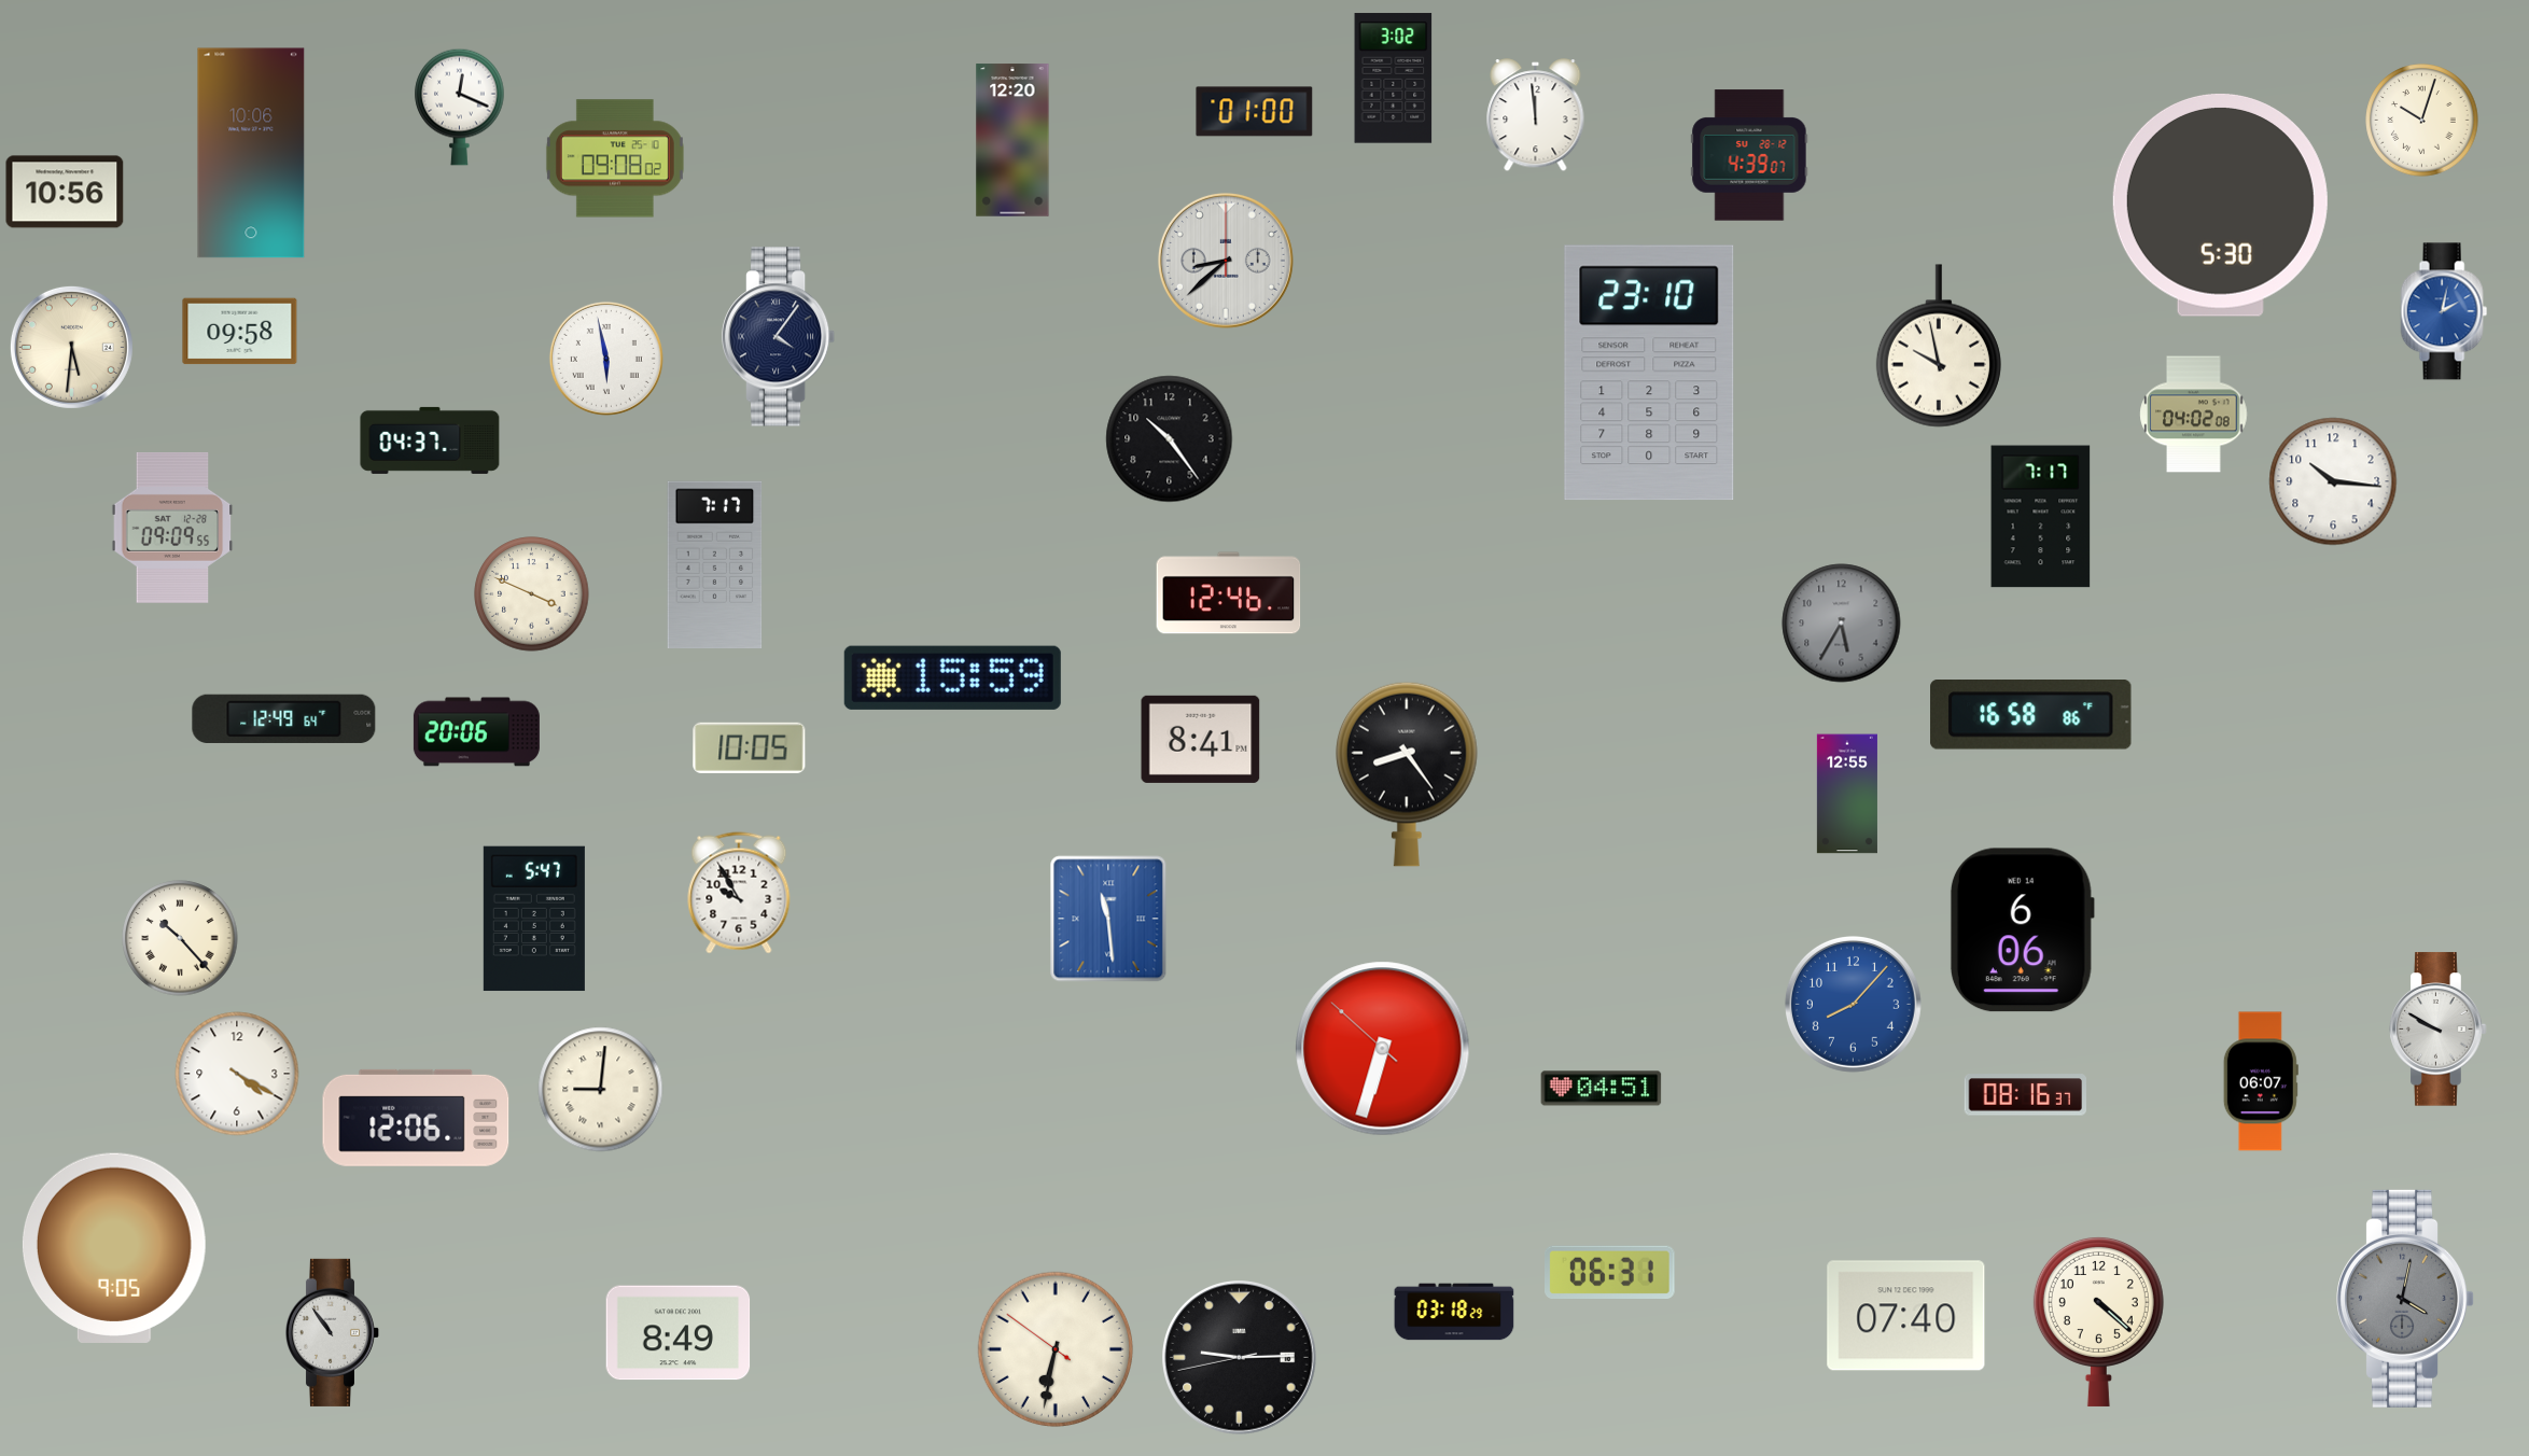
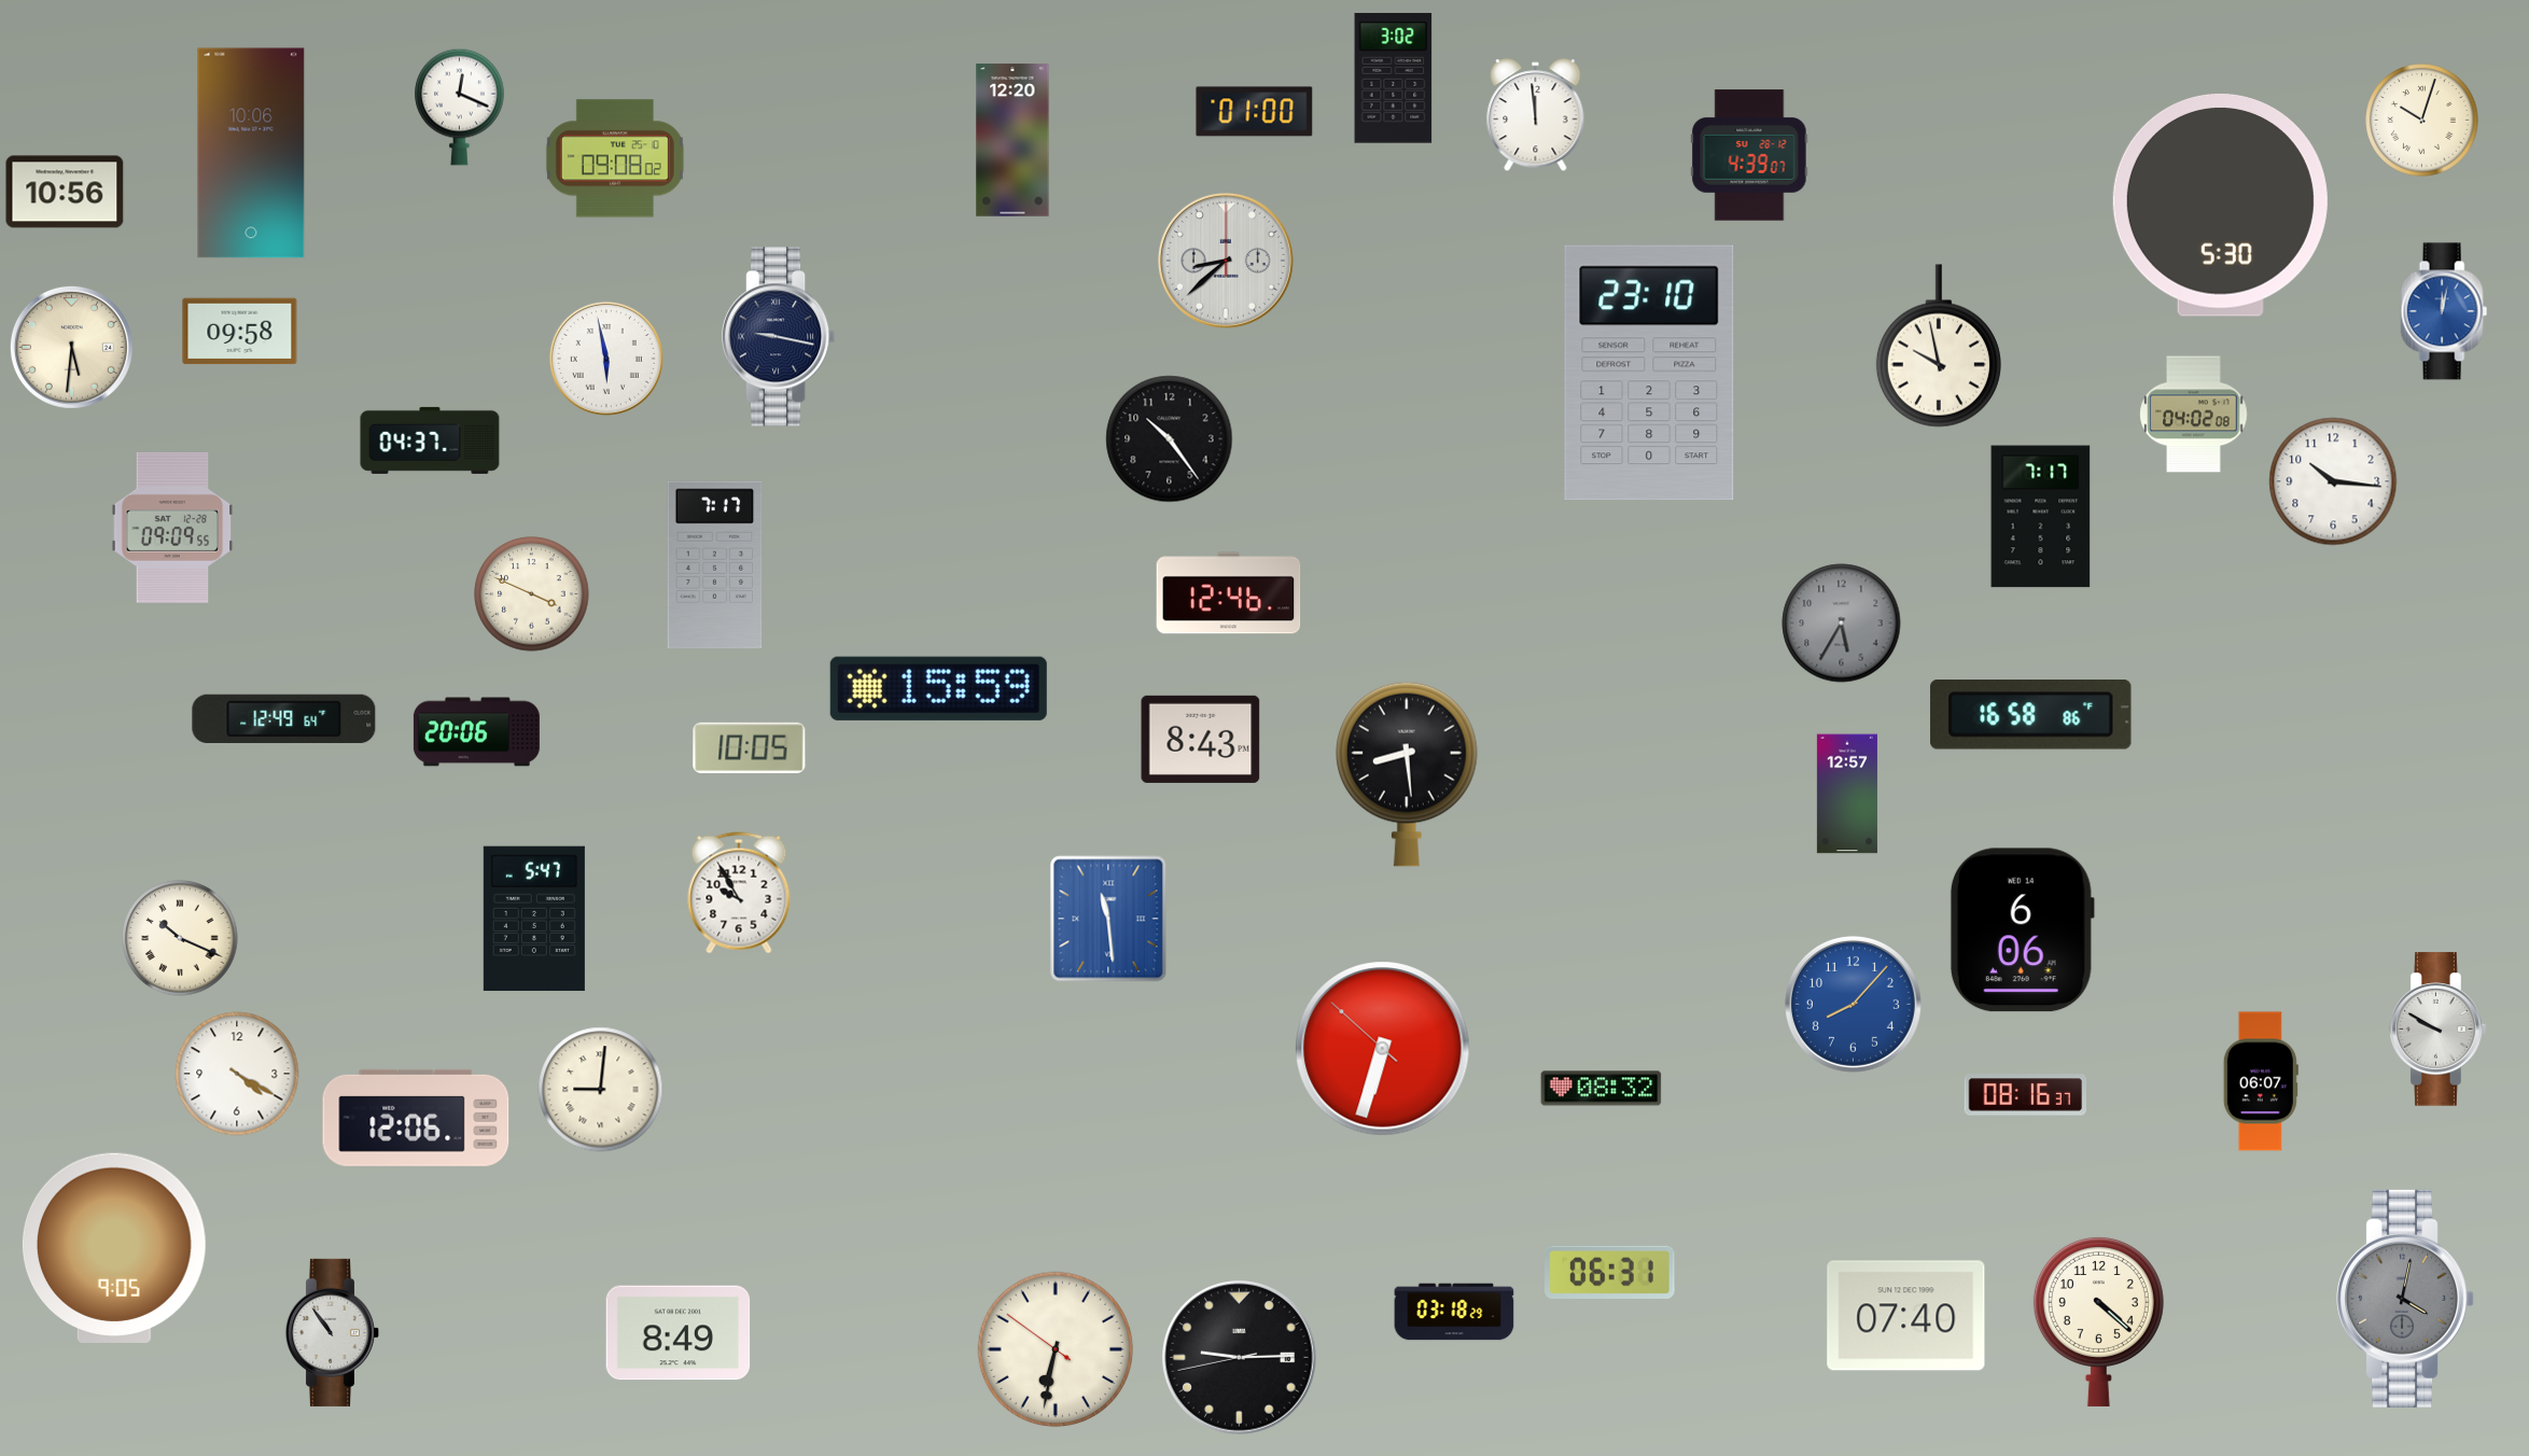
clock at (2444, 311): 2:02 -> 12:02
clock at (779, 337): 4:06 -> 9:17
clock at (952, 677) position: (952, 677) -> (938, 688)
clock at (1201, 739): 8:41 -> 8:43
clock at (1408, 774): 8:24 -> 8:29
clock at (1847, 794): 12:55 -> 12:57
clock at (180, 938): 10:23 -> 10:19
clock at (1602, 1089): 04:51 -> 08:32
